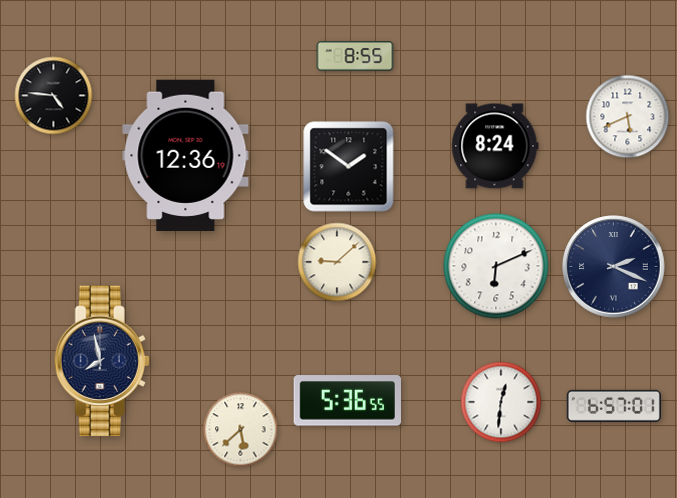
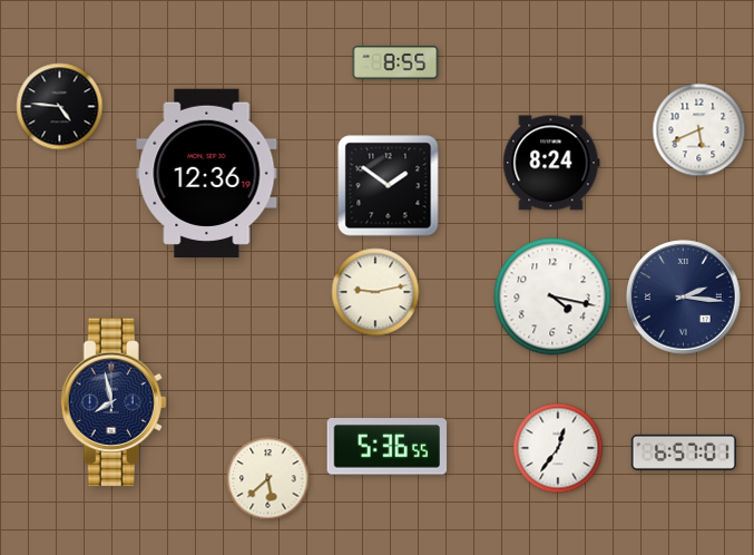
clock at (337, 262): 9:08 -> 9:13
clock at (496, 266): 6:11 -> 4:17
clock at (614, 267): 2:19 -> 2:16
clock at (501, 402): 12:31 -> 12:36
